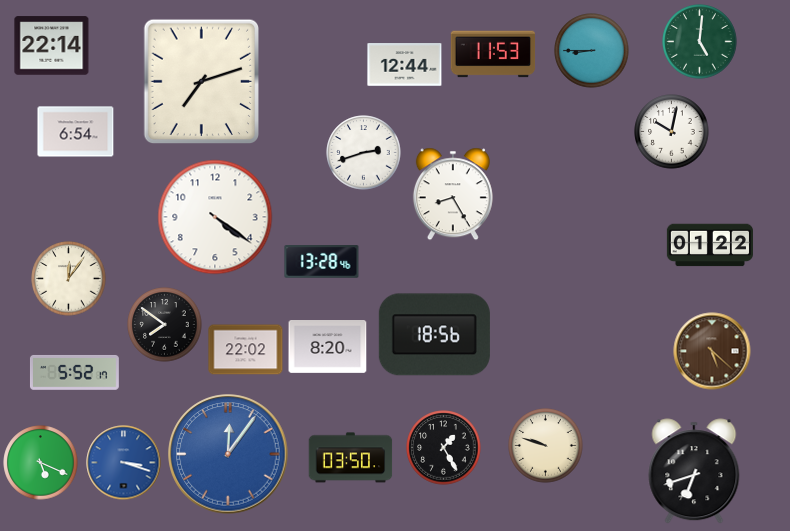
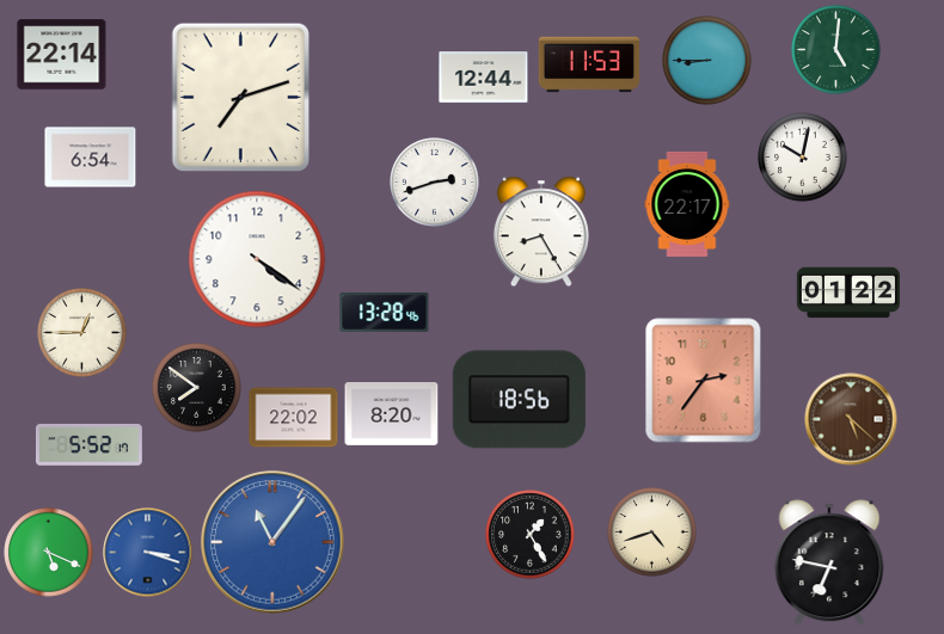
clock at (687, 204): none -> 22:17
clock at (69, 279): 12:06 -> 12:45
clock at (704, 381): none -> 2:36
clock at (546, 446): 9:48 -> 4:42
clock at (228, 454): 12:06 -> 11:06
clock at (351, 458): 03:50 -> none
clock at (694, 471): 6:42 -> 6:47
